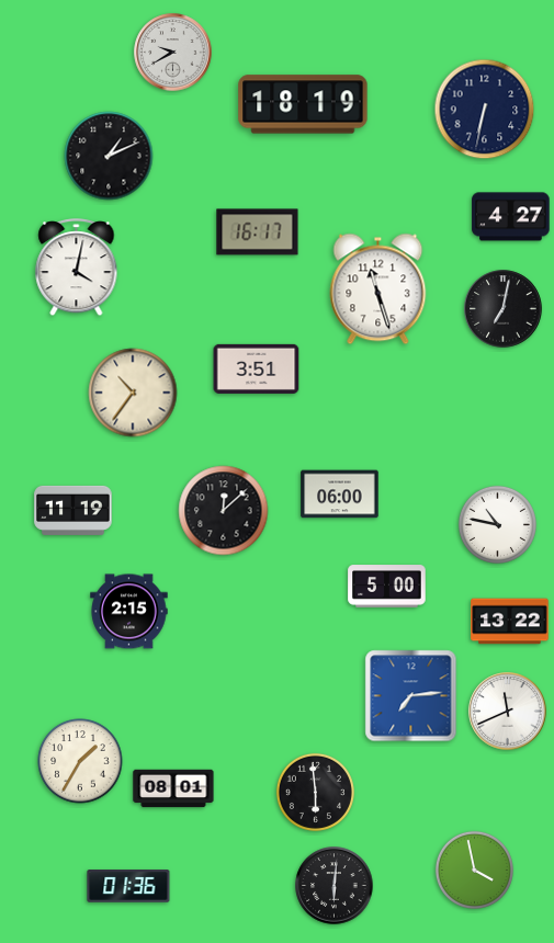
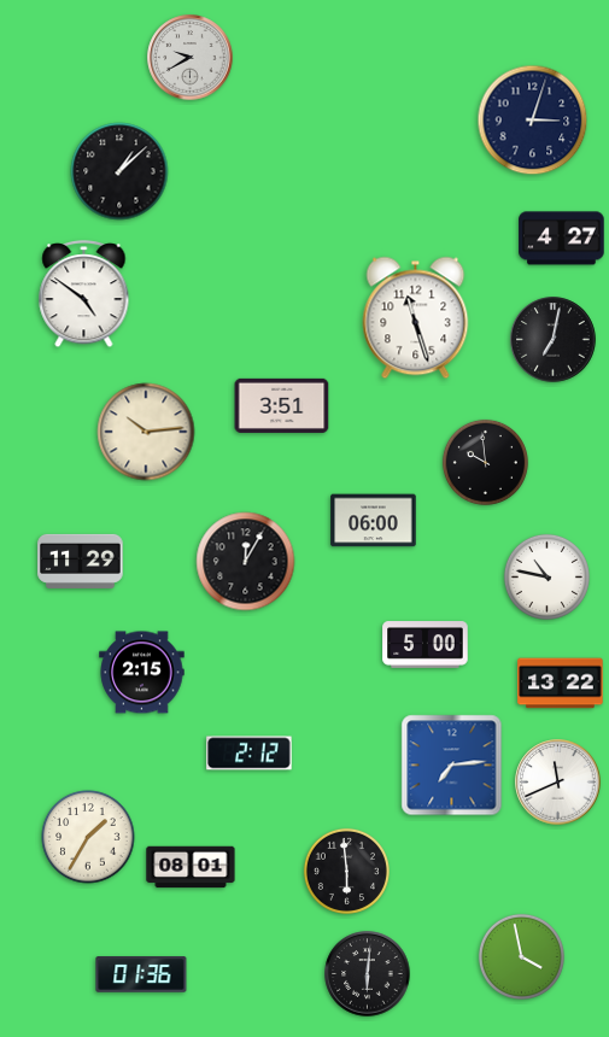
clock at (303, 104): 18:19 -> none
clock at (485, 110): 6:32 -> 3:03
clock at (109, 156): 1:11 -> 1:08
clock at (258, 232): 16:17 -> none
clock at (77, 268): 4:02 -> 4:51
clock at (133, 393): 10:36 -> 10:14
clock at (485, 462): none -> 9:59
clock at (340, 495) position: (340, 495) -> (374, 521)
clock at (74, 510): 11:19 -> 11:29
clock at (224, 511): 12:08 -> 12:05
clock at (250, 754): none -> 2:12
